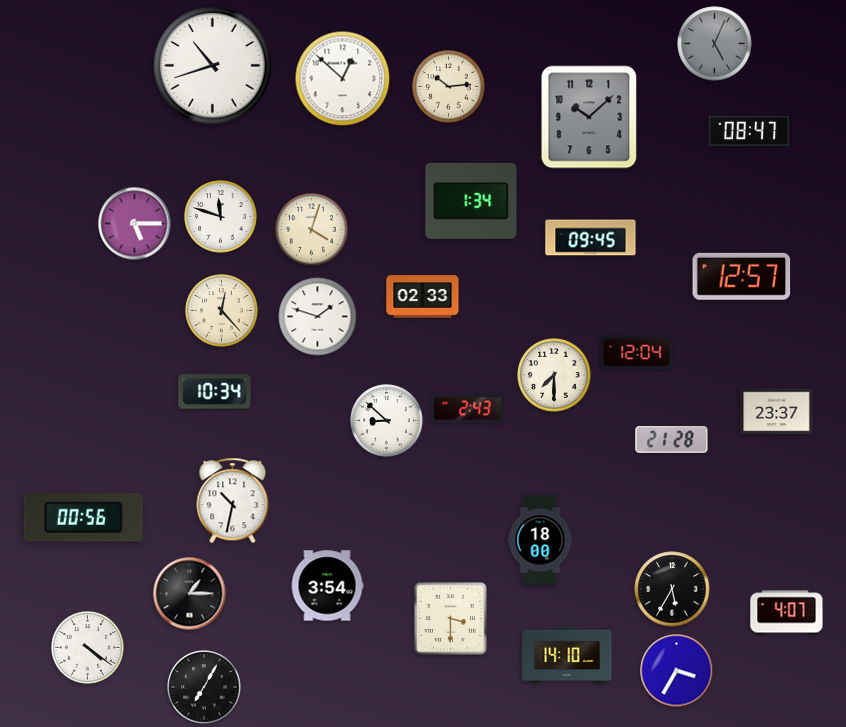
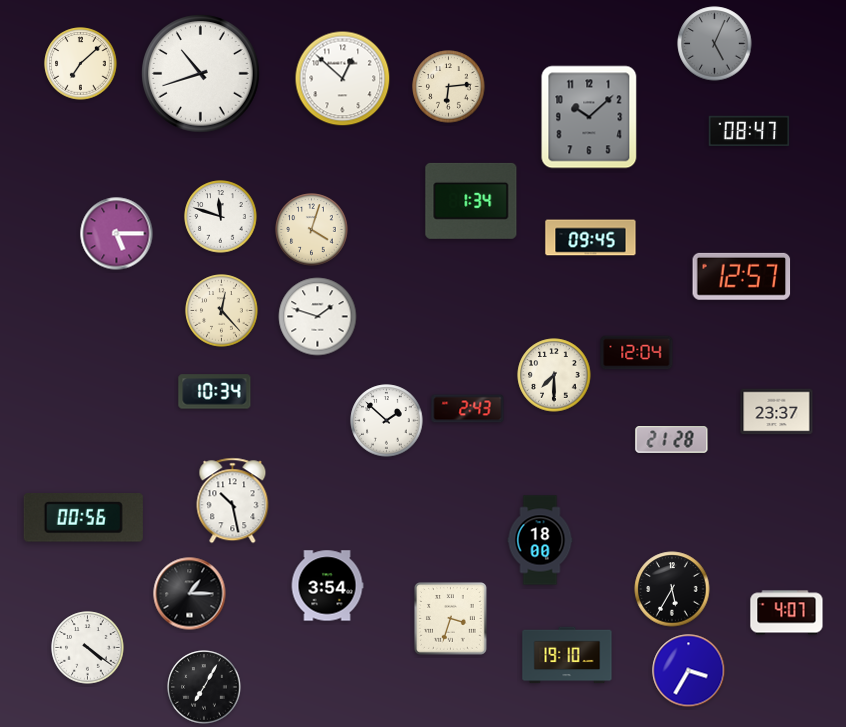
clock at (81, 64): none -> 7:08
clock at (213, 66) position: (213, 66) -> (201, 74)
clock at (449, 87): 10:14 -> 6:14
clock at (135, 224) position: (135, 224) -> (117, 234)
clock at (423, 297): 02:33 -> none
clock at (387, 421): 8:52 -> 1:52
clock at (233, 501): 10:32 -> 10:28
clock at (451, 619): 3:30 -> 3:33
clock at (567, 655): 14:10 -> 19:10
clock at (677, 671) position: (677, 671) -> (689, 671)
